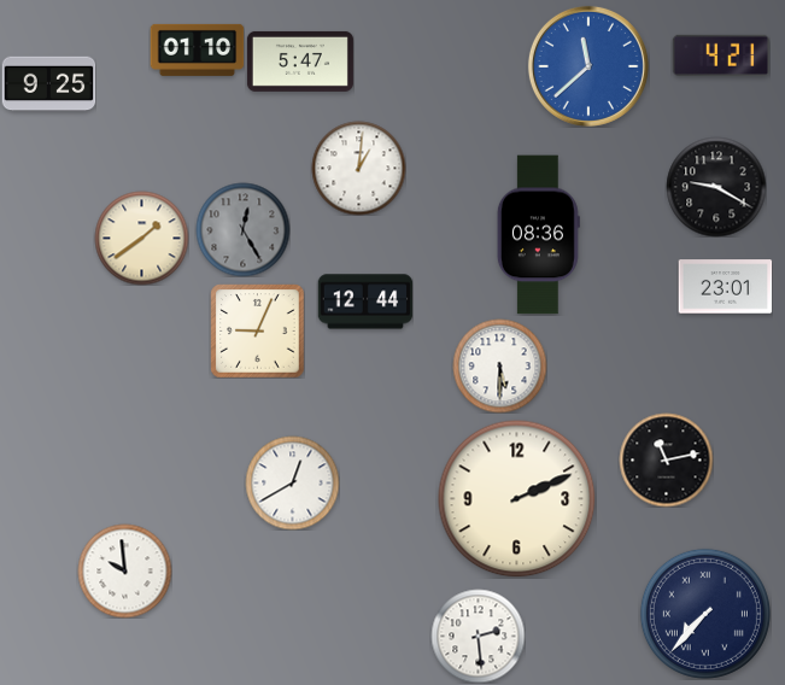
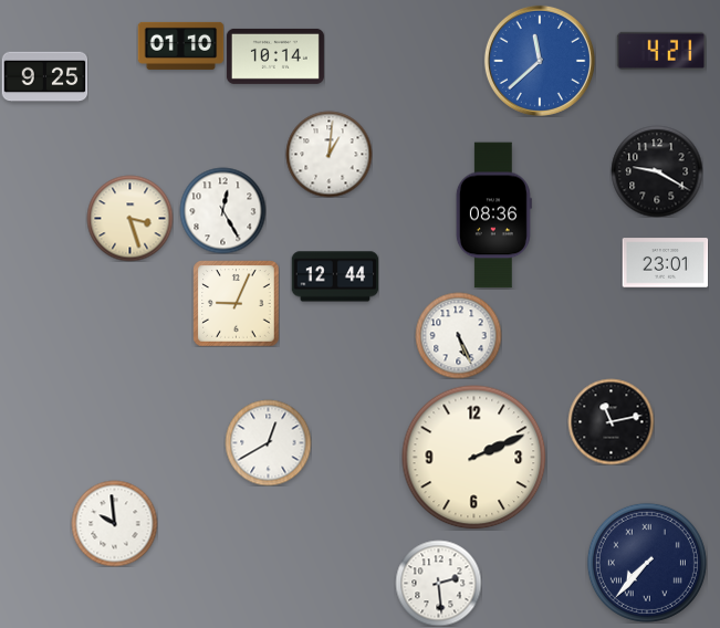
clock at (300, 62): 5:47 -> 10:14
clock at (242, 229) dial: grey -> white
clock at (141, 238): 1:39 -> 3:27
clock at (499, 365): 5:30 -> 5:26
